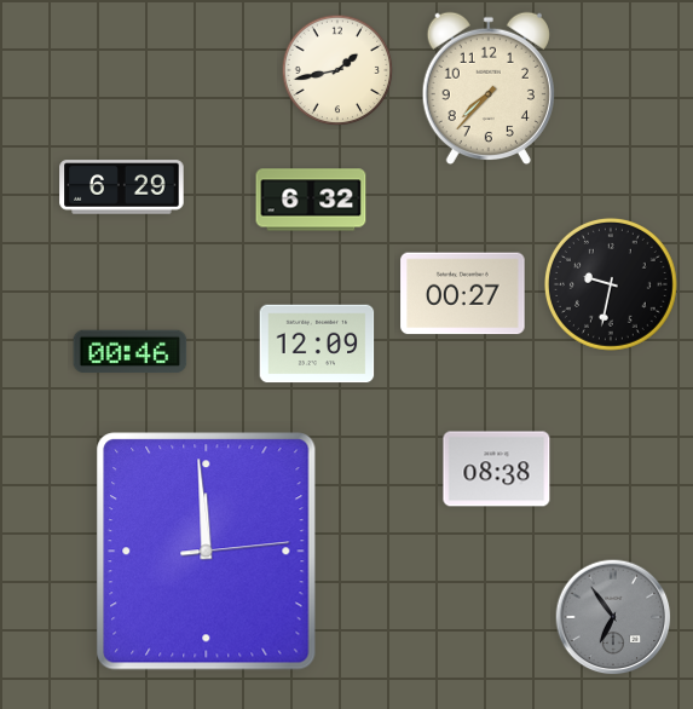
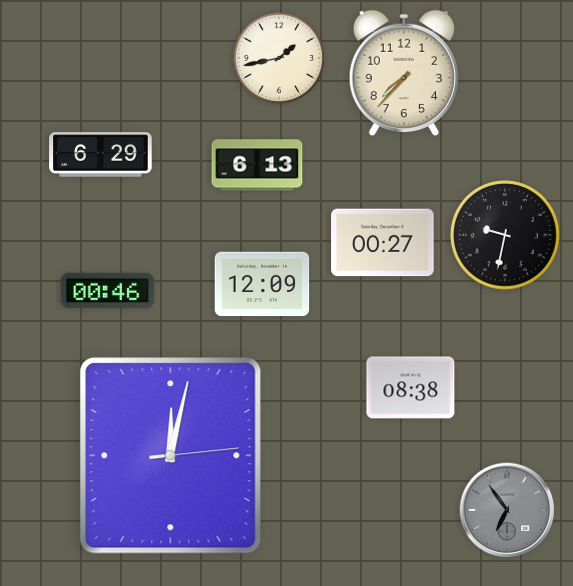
clock at (311, 200): 6:32 -> 6:13
clock at (207, 552): 11:59 -> 12:02
